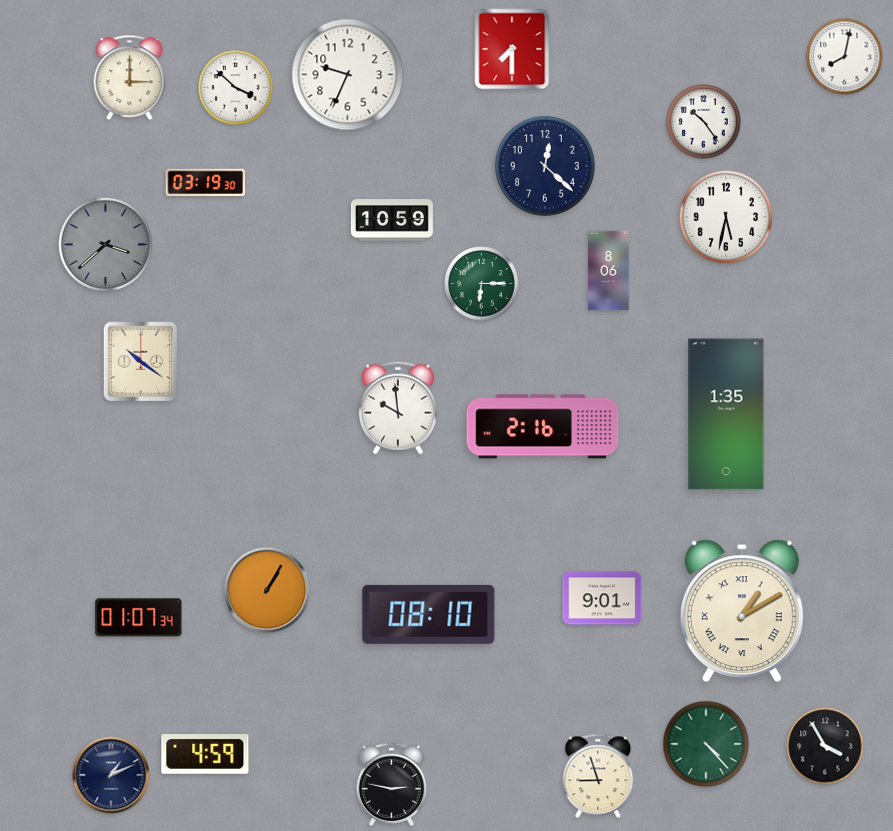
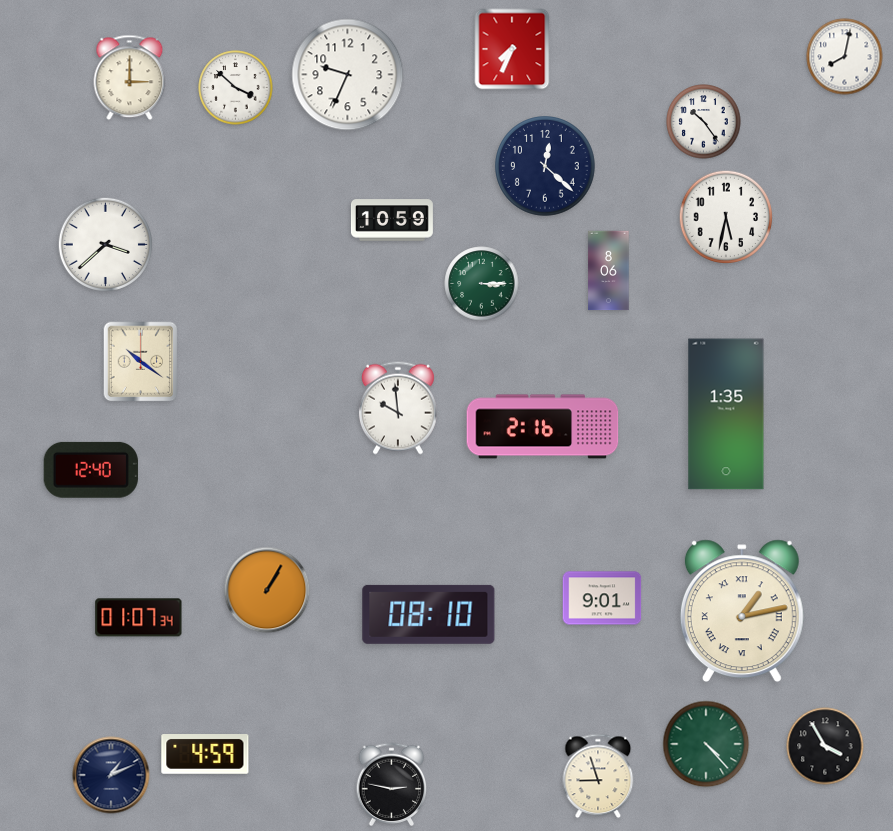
clock at (512, 49): 7:30 -> 7:34
clock at (206, 183): 03:19 -> none
clock at (105, 244) dial: grey -> white
clock at (482, 284): 6:15 -> 3:15
clock at (91, 470): none -> 12:40
clock at (742, 611): 1:10 -> 1:13
